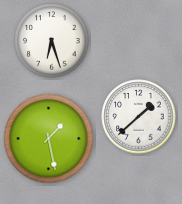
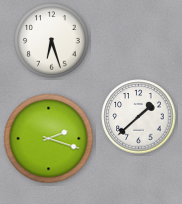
clock at (49, 139): 1:28 -> 2:18
